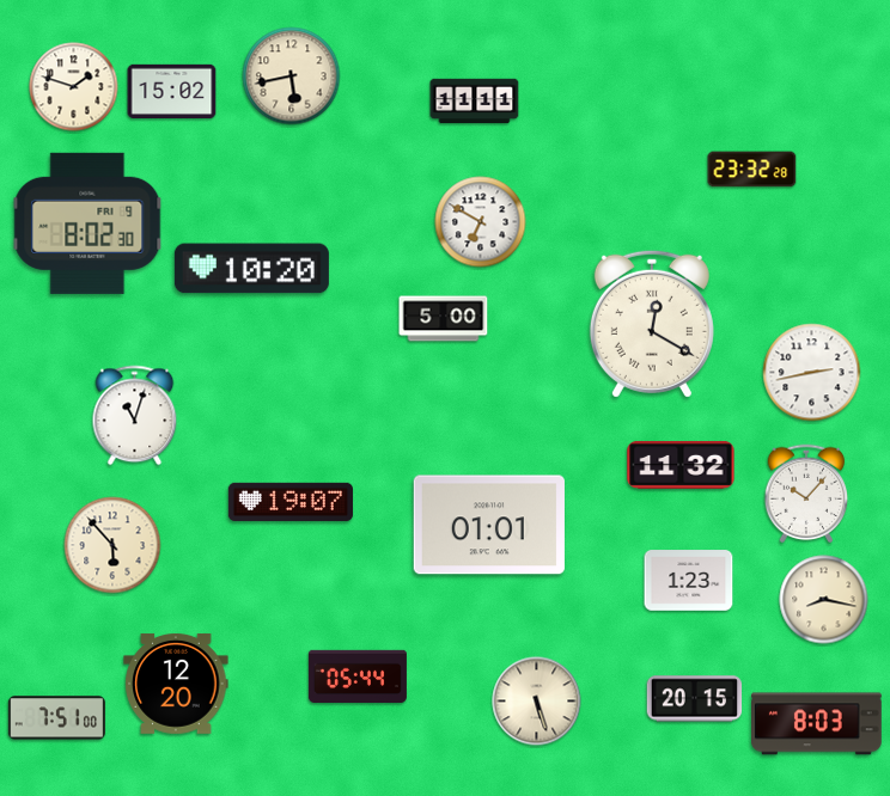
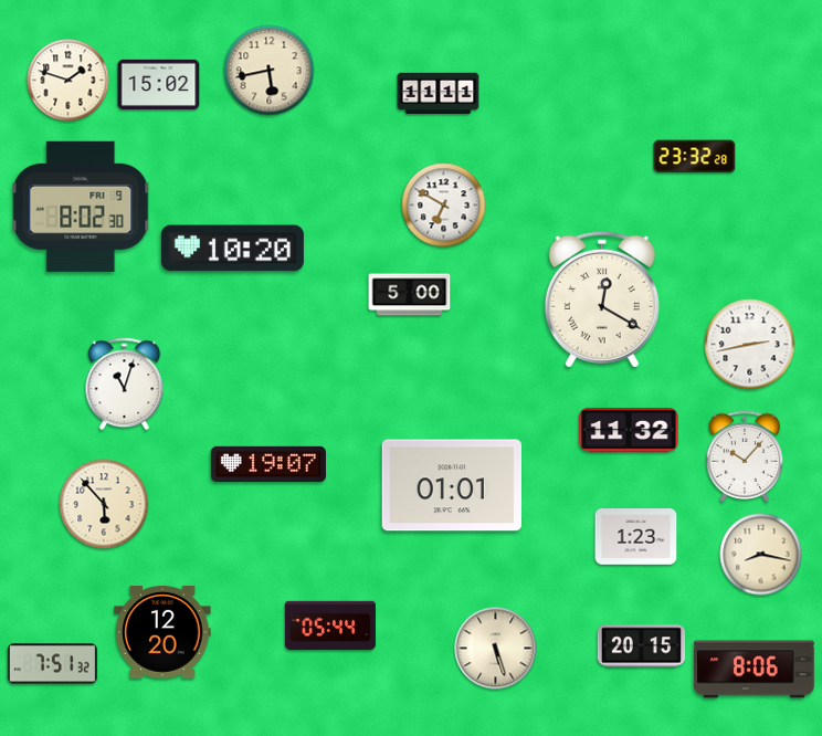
clock at (56, 718): 7:51:00 -> 7:51:32
clock at (817, 724): 8:03 -> 8:06
